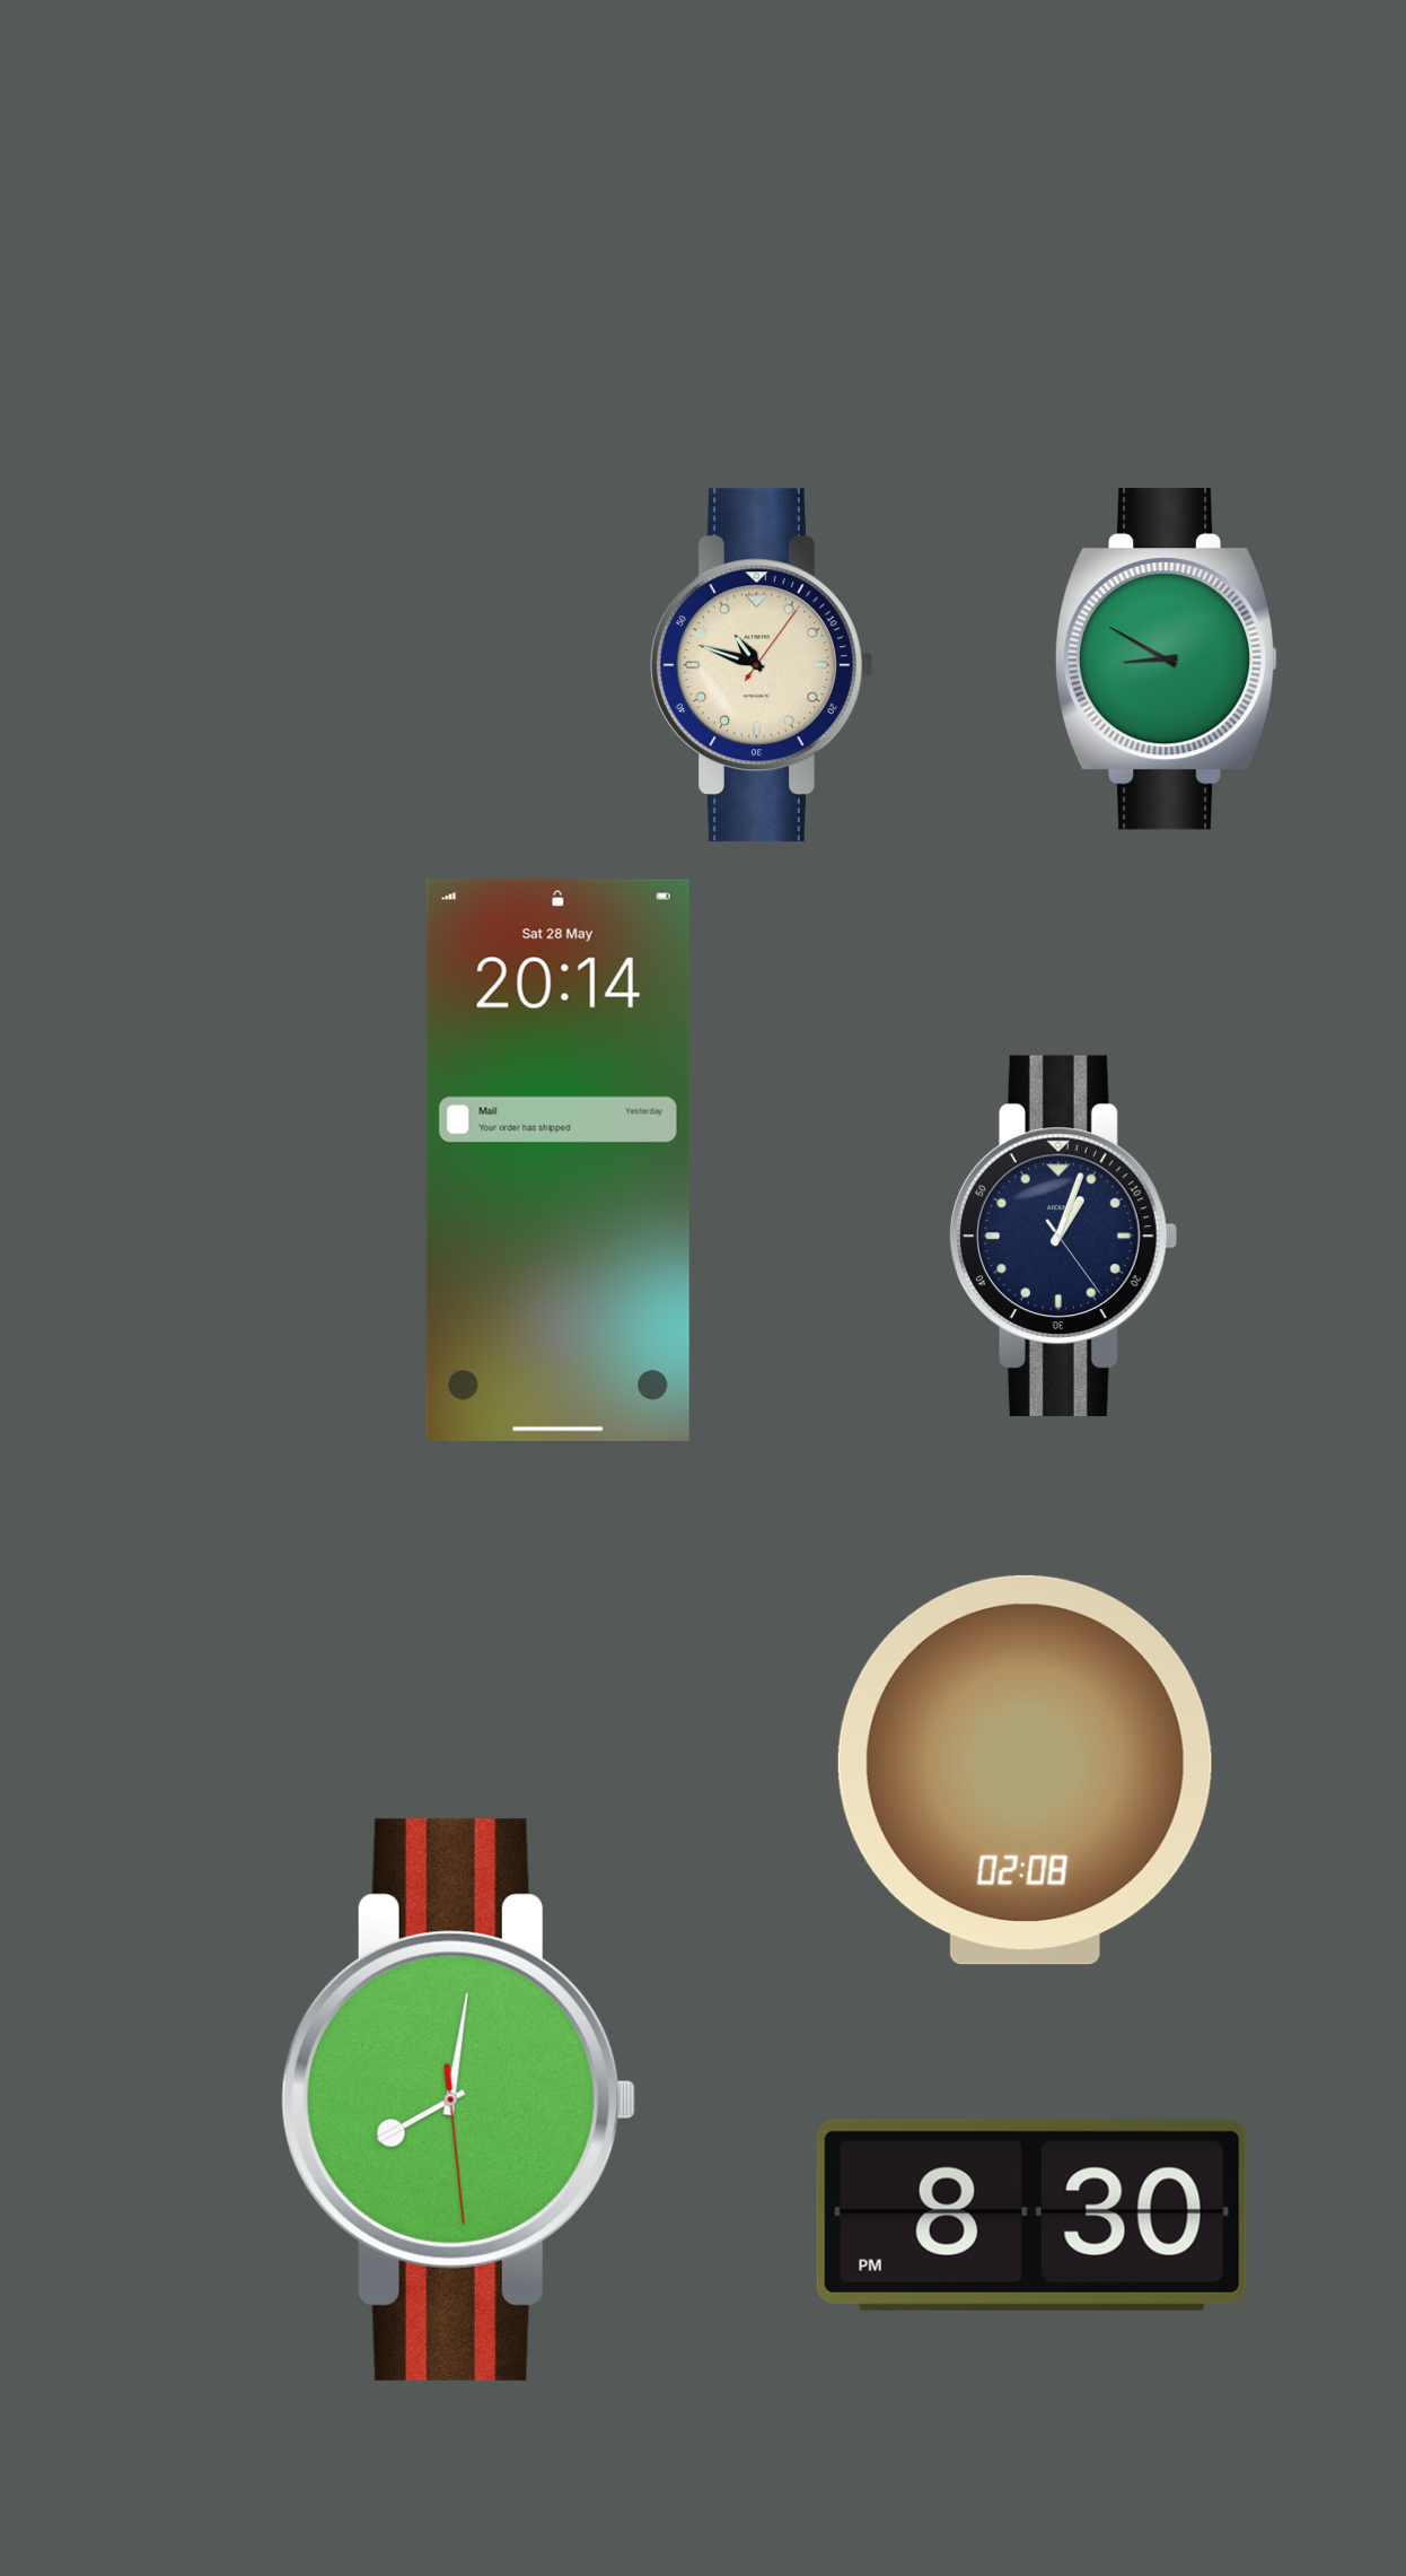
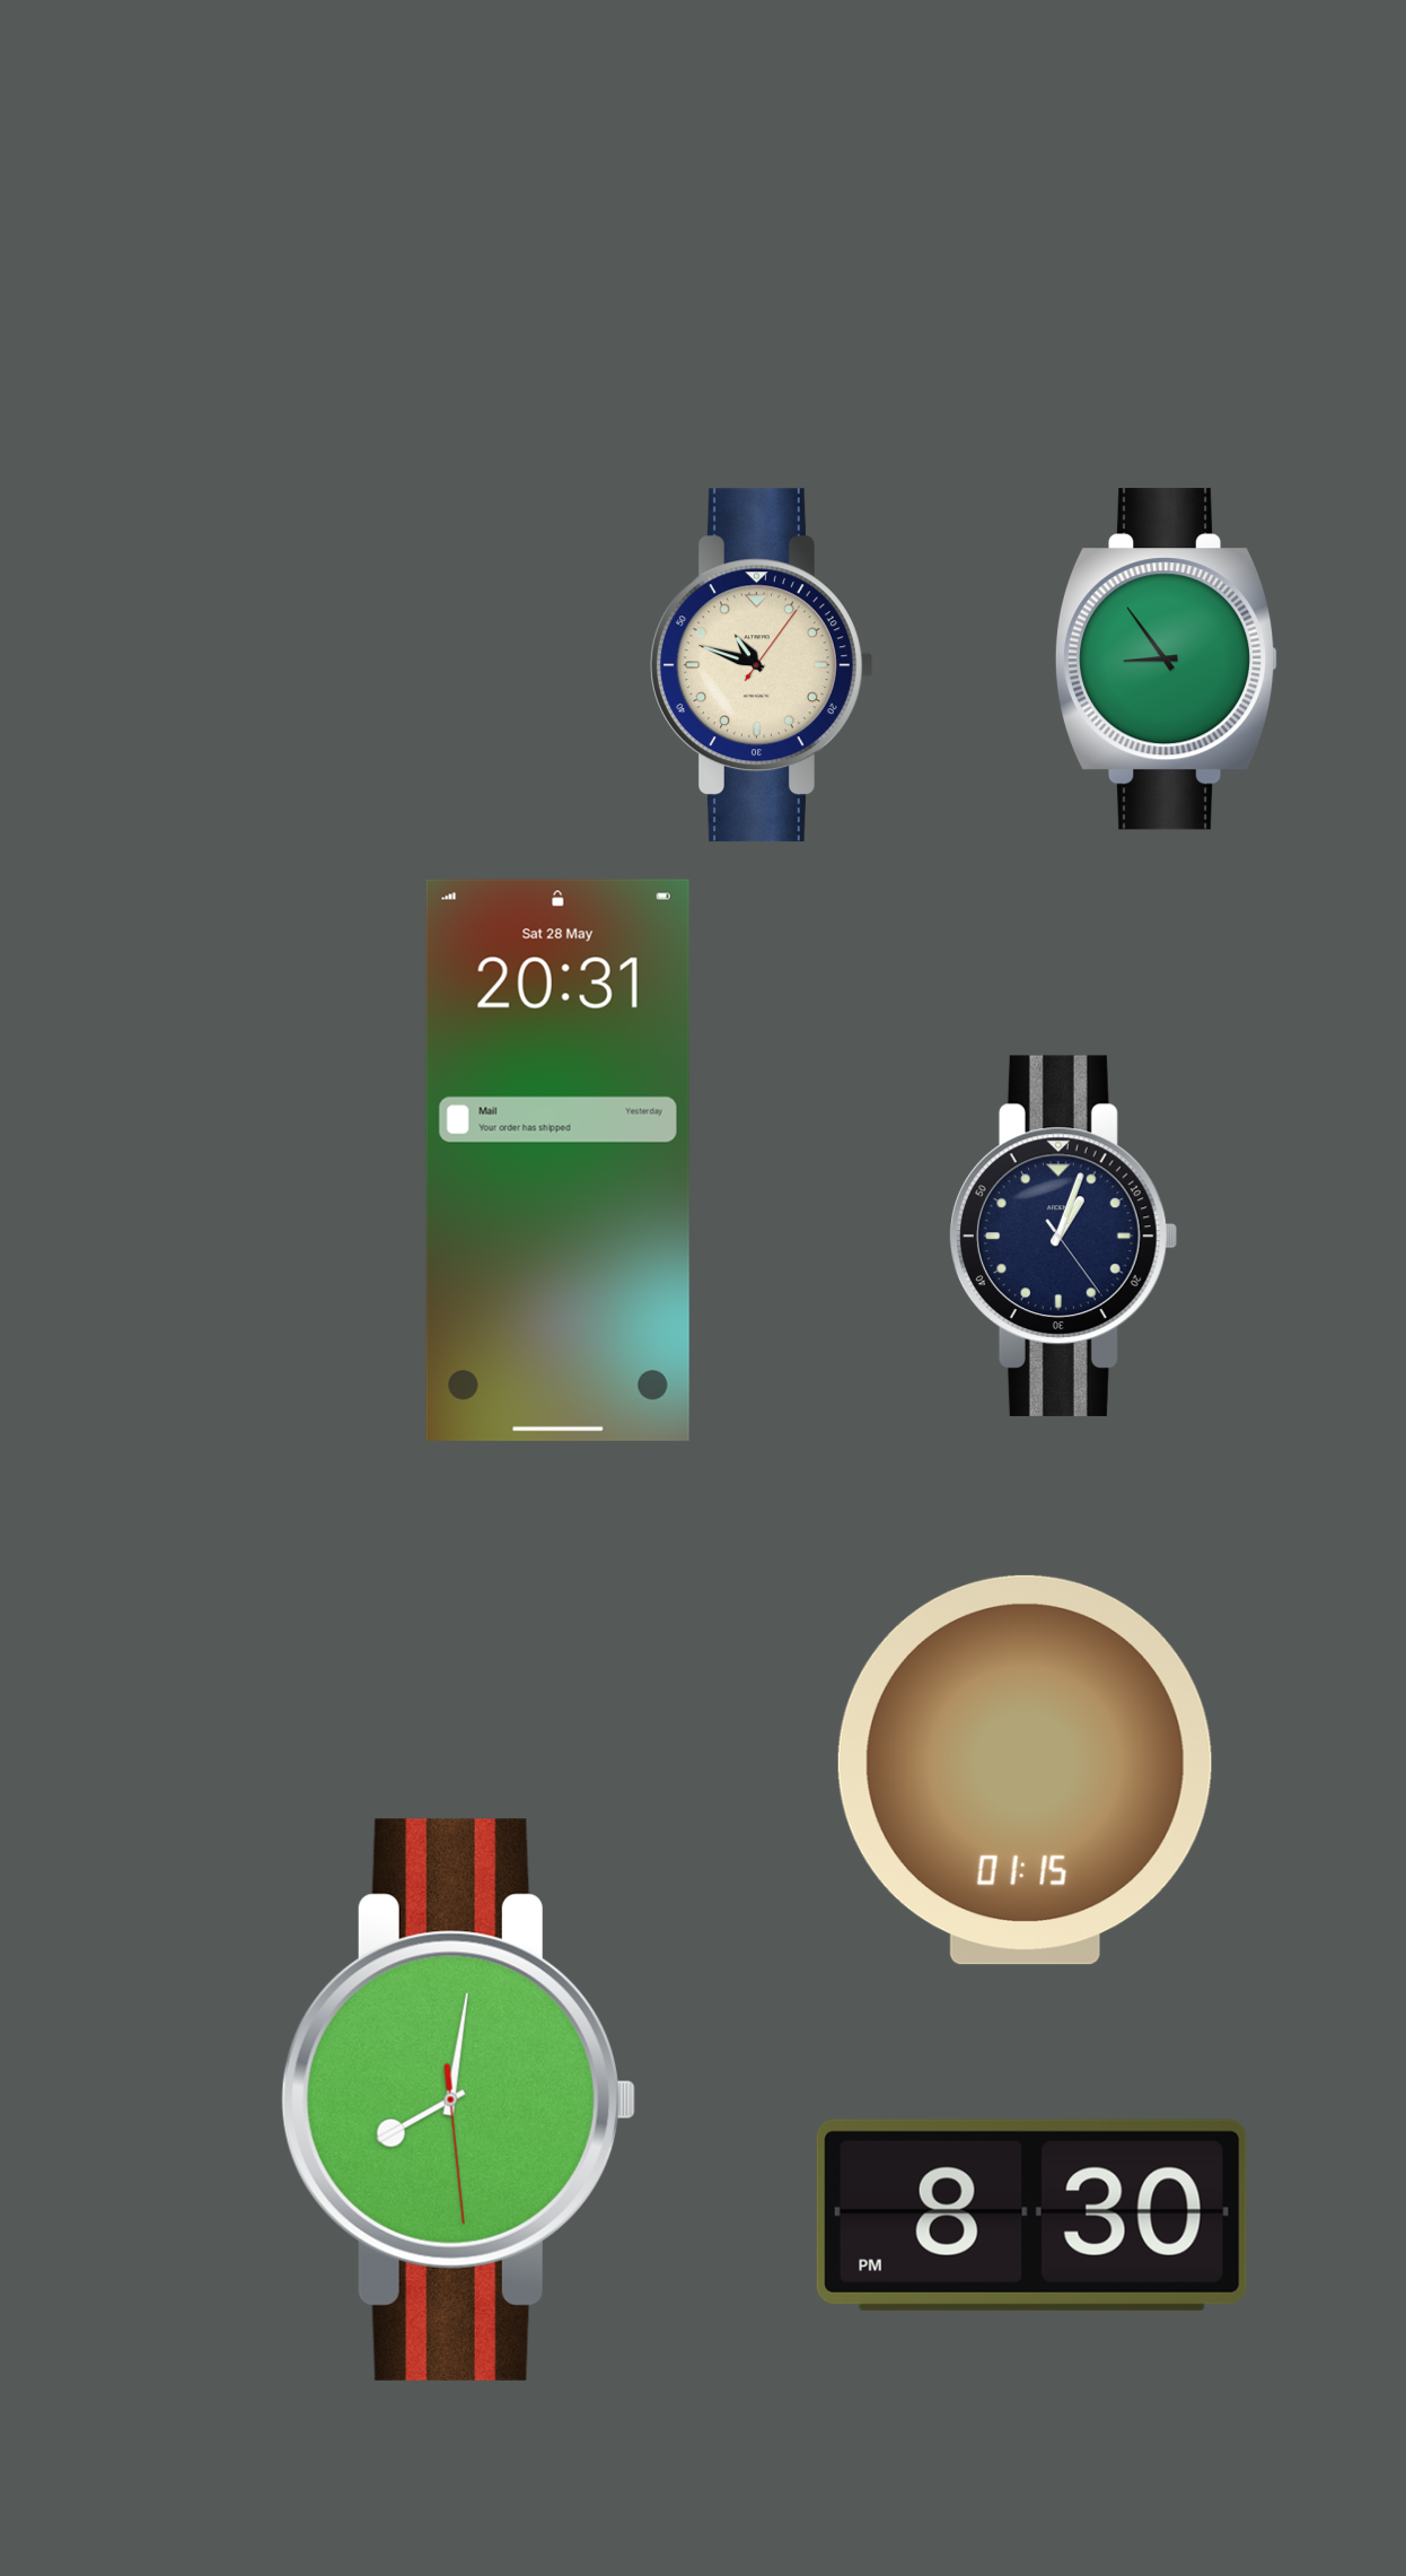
clock at (1167, 660): 8:50 -> 8:54
clock at (557, 1160): 20:14 -> 20:31
clock at (1025, 1770): 02:08 -> 01:15
